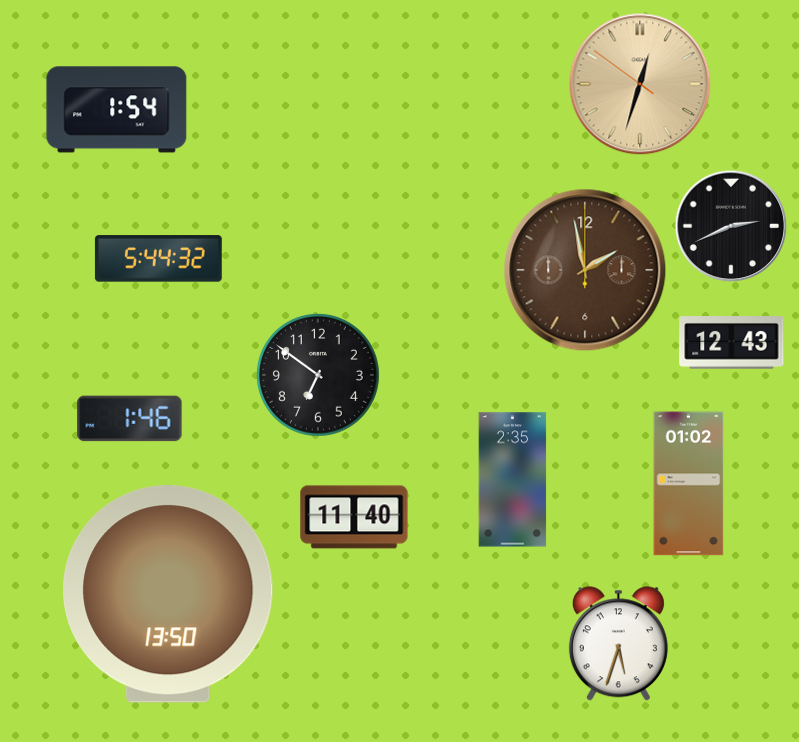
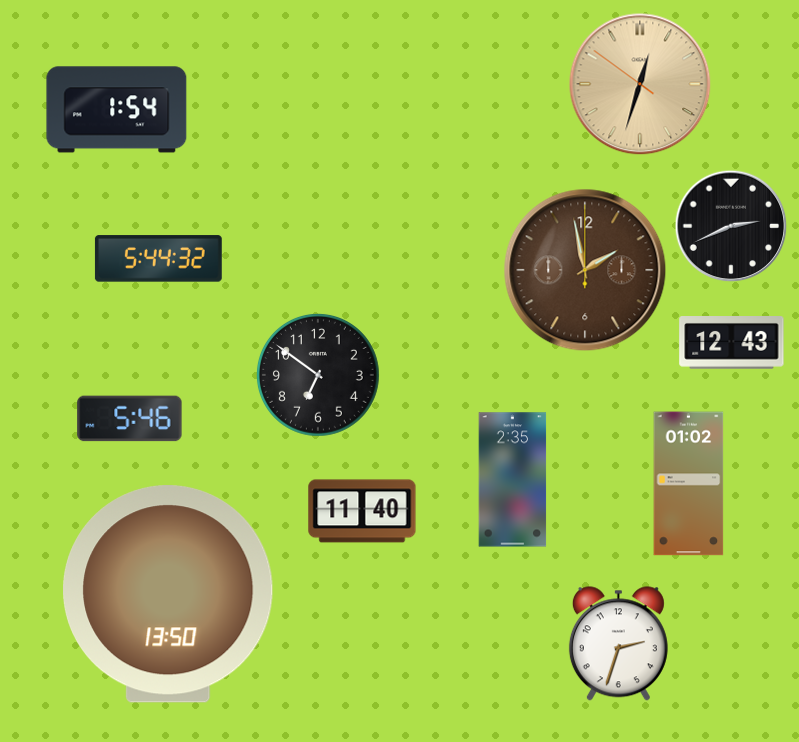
clock at (130, 419): 1:46 -> 5:46
clock at (354, 517) position: (354, 517) -> (362, 511)
clock at (618, 644): 5:33 -> 2:33
